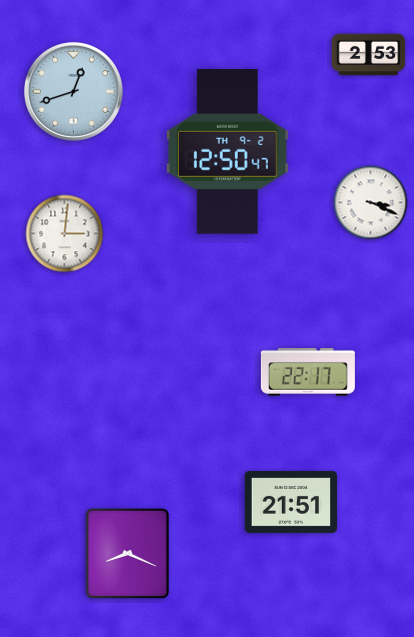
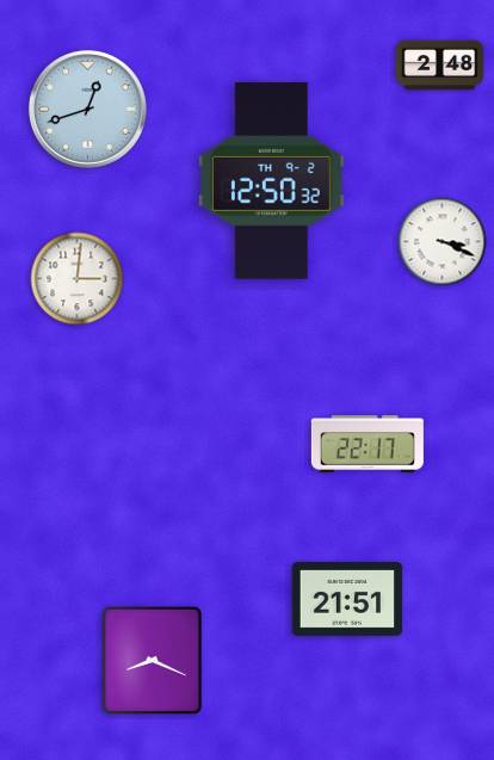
clock at (369, 55): 2:53 -> 2:48
clock at (227, 151): 12:50:47 -> 12:50:32
